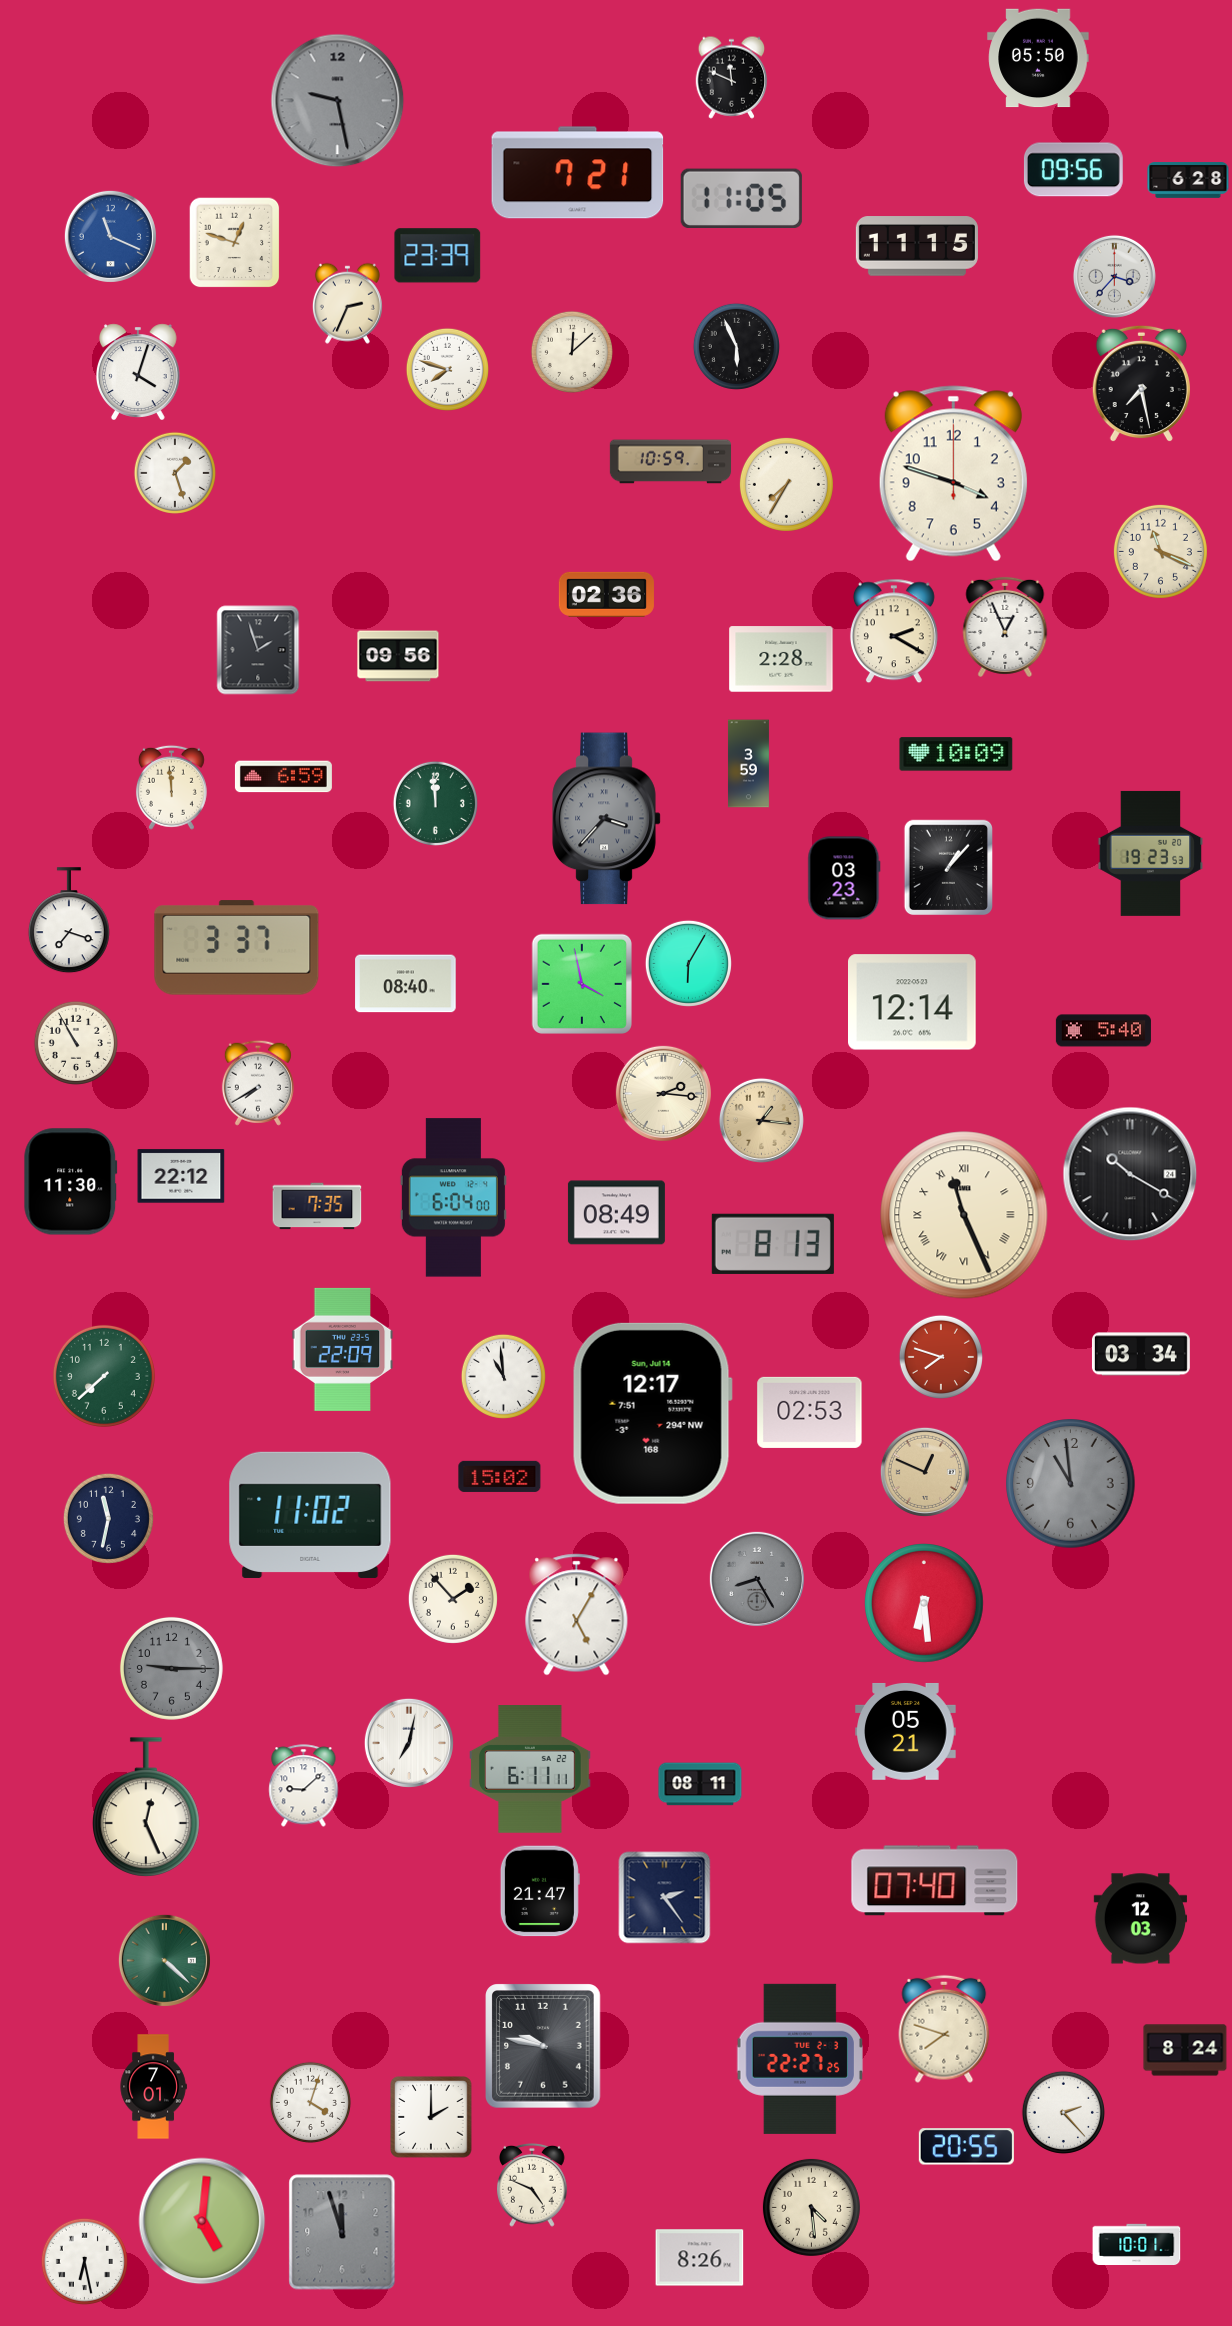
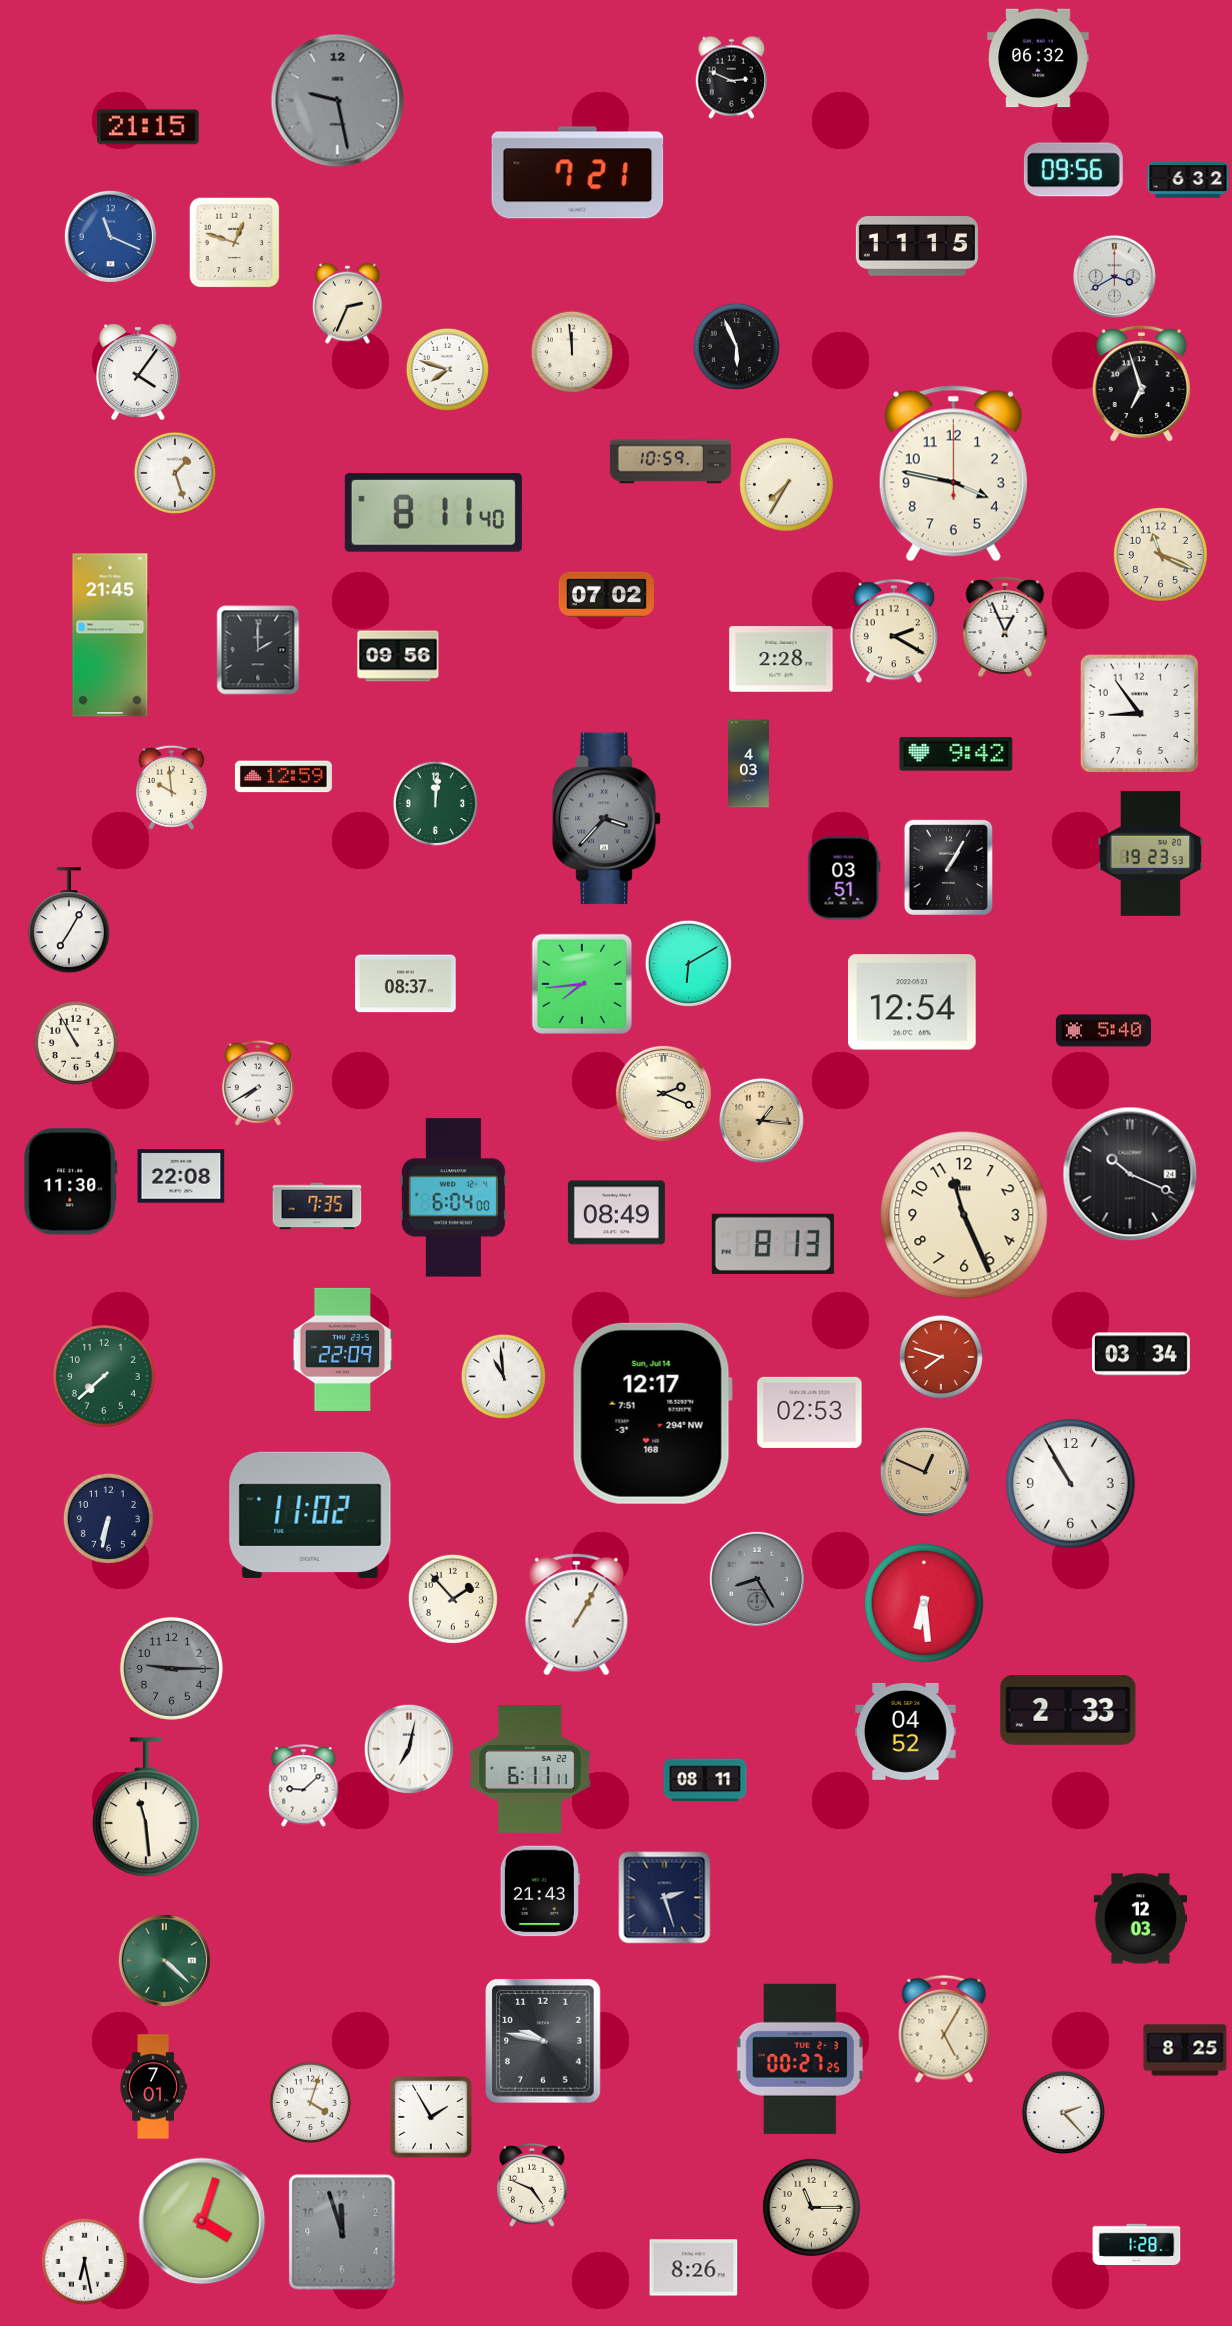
clock at (1038, 58): 05:50 -> 06:32
clock at (732, 77): 11:49 -> 2:49
clock at (148, 127): none -> 21:15
clock at (1188, 180): 6:28 -> 6:32
clock at (741, 198): 11:05 -> none
clock at (438, 256): 23:39 -> none
clock at (1114, 276): 3:37 -> 3:40
clock at (571, 351): 12:08 -> 11:59
clock at (138, 372): 4:03 -> 4:06
clock at (1141, 384): 7:28 -> 6:57
clock at (953, 474): 3:48 -> 3:47
clock at (433, 513): none -> 8:11
clock at (1160, 551) position: (1160, 551) -> (1160, 554)
clock at (606, 594): 02:36 -> 07:02
clock at (110, 635): none -> 21:45
clock at (258, 650): 1:57 -> 2:00
clock at (1139, 713): none -> 8:54
clock at (956, 754): 10:09 -> 9:42
clock at (748, 764): 3:59 -> 4:03
clock at (283, 777): 6:59 -> 12:59
clock at (171, 787): 11:59 -> 9:59
clock at (435, 803): 11:59 -> 12:01
clock at (948, 867): 1:07 -> 1:05
clock at (844, 878): 03:23 -> 03:51
clock at (69, 921): 7:18 -> 7:05
clock at (237, 948): 3:37 -> none
clock at (688, 963): 6:05 -> 6:10
clock at (406, 984): 08:40 -> 08:37
clock at (582, 984): 3:58 -> 7:44
clock at (913, 1002): 12:14 -> 12:54
clock at (663, 1093): 2:16 -> 2:19
clock at (1130, 1174): 10:20 -> 10:19
clock at (181, 1176): 22:12 -> 22:08
clock at (964, 1215) numerals: Roman -> Arabic
clock at (500, 1476): 15:02 -> none
clock at (1071, 1484): 10:59 -> 10:55
clock at (1071, 1484) dial: grey -> white
clock at (108, 1518): 11:32 -> 6:32
clock at (577, 1615): 5:05 -> 1:05
clock at (1068, 1710): none -> 2:33
clock at (906, 1731): 05:21 -> 04:52
clock at (409, 1743) position: (409, 1743) -> (409, 1749)
clock at (700, 1784) position: (700, 1784) -> (705, 1780)
clock at (146, 1807): 12:26 -> 11:29
clock at (935, 1881): 07:40 -> none
clock at (540, 1891): 21:47 -> 21:43
clock at (665, 1898): 2:24 -> 2:27
clock at (944, 2029): 7:48 -> 5:05
clock at (544, 2046) position: (544, 2046) -> (544, 2041)
clock at (1185, 2050): 8:24 -> 8:25
clock at (799, 2059): 22:27 -> 00:27
clock at (431, 2117): 2:00 -> 1:55
clock at (966, 2147): 20:55 -> none
clock at (811, 2207): 4:29 -> 11:15
clock at (202, 2221): 5:01 -> 4:03
clock at (1137, 2244): 10:01 -> 1:28
clock at (700, 2258) position: (700, 2258) -> (694, 2268)
